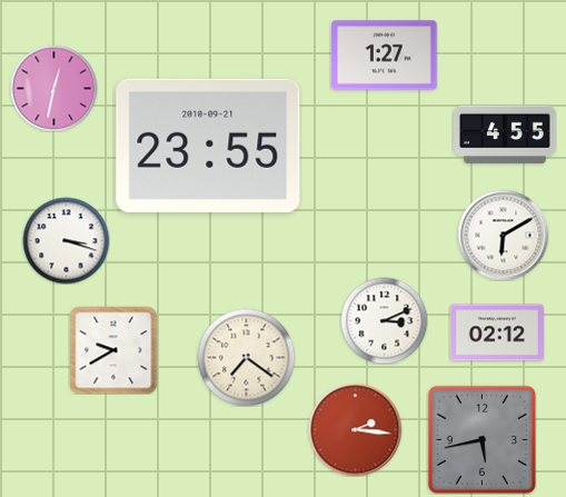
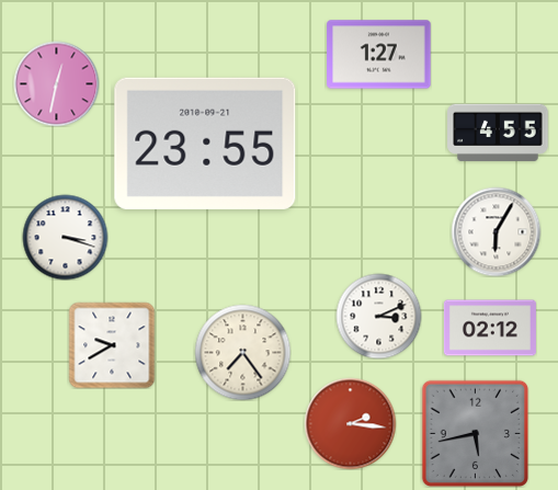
clock at (53, 88) position: (53, 88) -> (56, 83)
clock at (503, 235): 6:10 -> 6:05
clock at (246, 357): 7:21 -> 7:24
